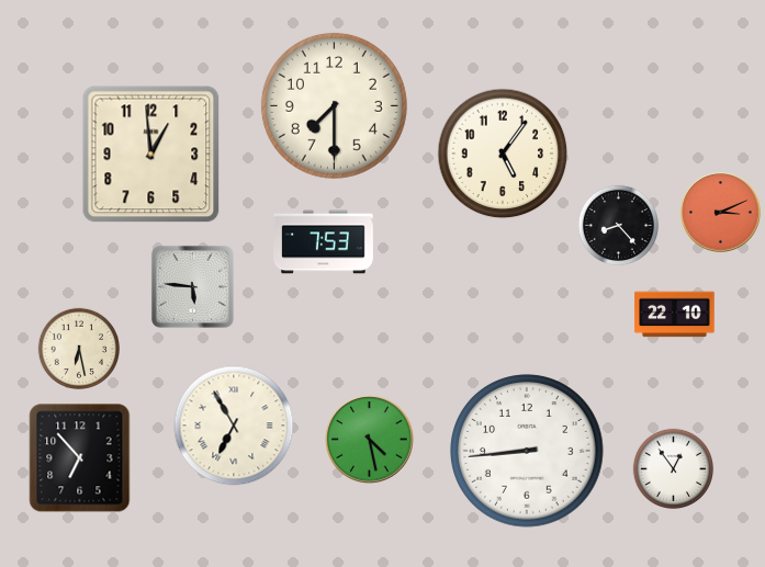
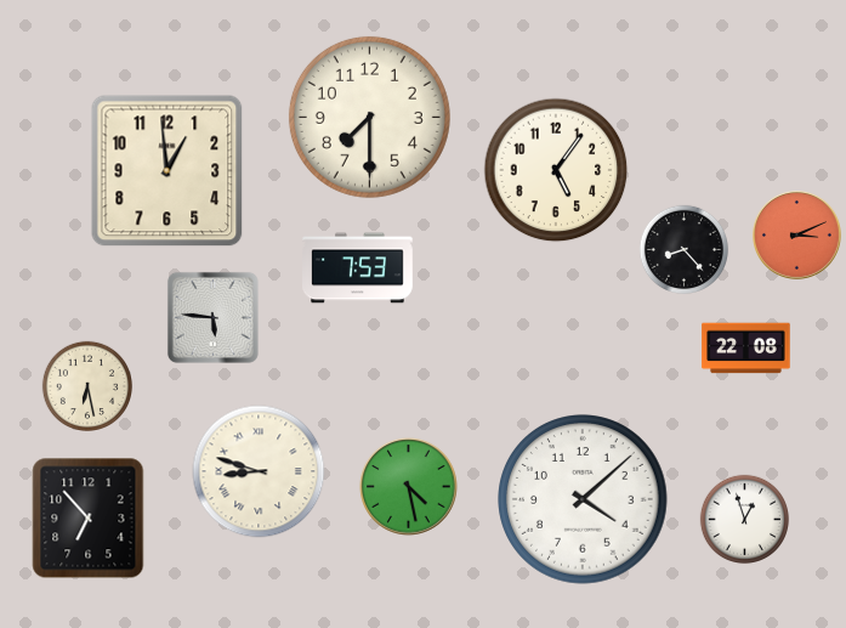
clock at (675, 315): 22:10 -> 22:08
clock at (234, 426): 6:55 -> 8:48
clock at (527, 451): 8:44 -> 4:08
clock at (80, 458) position: (80, 458) -> (89, 519)
clock at (674, 469): 12:54 -> 12:57
